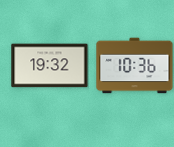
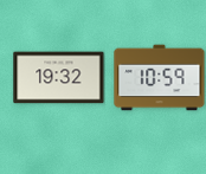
clock at (135, 66): 10:36 -> 10:59
